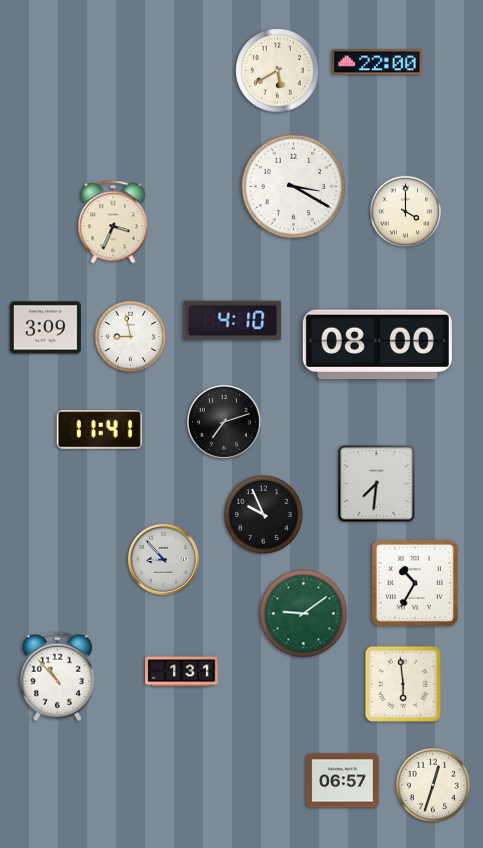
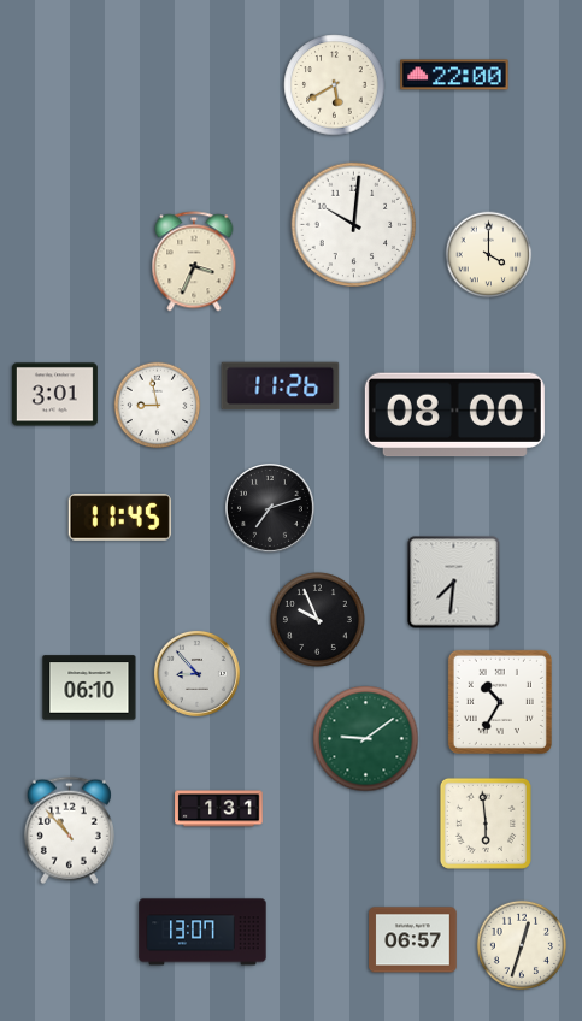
clock at (294, 187): 3:20 -> 10:01
clock at (113, 222) position: (113, 222) -> (194, 261)
clock at (233, 321): 4:10 -> 11:26
clock at (45, 328): 3:09 -> 3:01
clock at (99, 430): 11:41 -> 11:45
clock at (89, 687): none -> 06:10
clock at (57, 677) position: (57, 677) -> (69, 831)
clock at (202, 932): none -> 13:07
